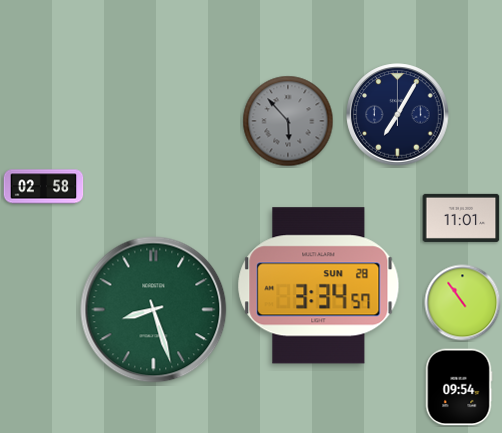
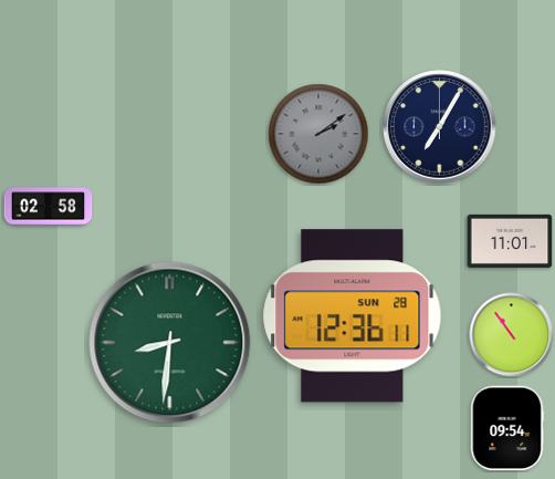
clock at (288, 121): 5:53 -> 2:09
clock at (319, 286): 3:34 -> 12:36
clock at (154, 310): 8:27 -> 8:31
